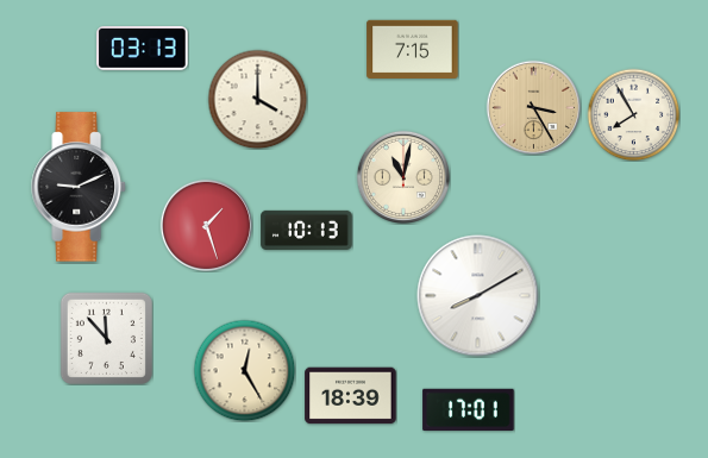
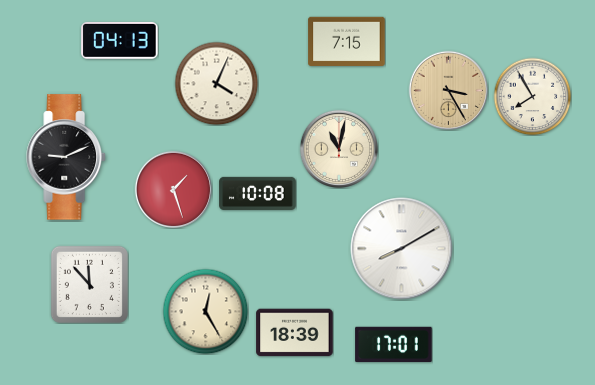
clock at (143, 48): 03:13 -> 04:13
clock at (257, 99): 4:00 -> 4:04
clock at (307, 230): 10:13 -> 10:08
